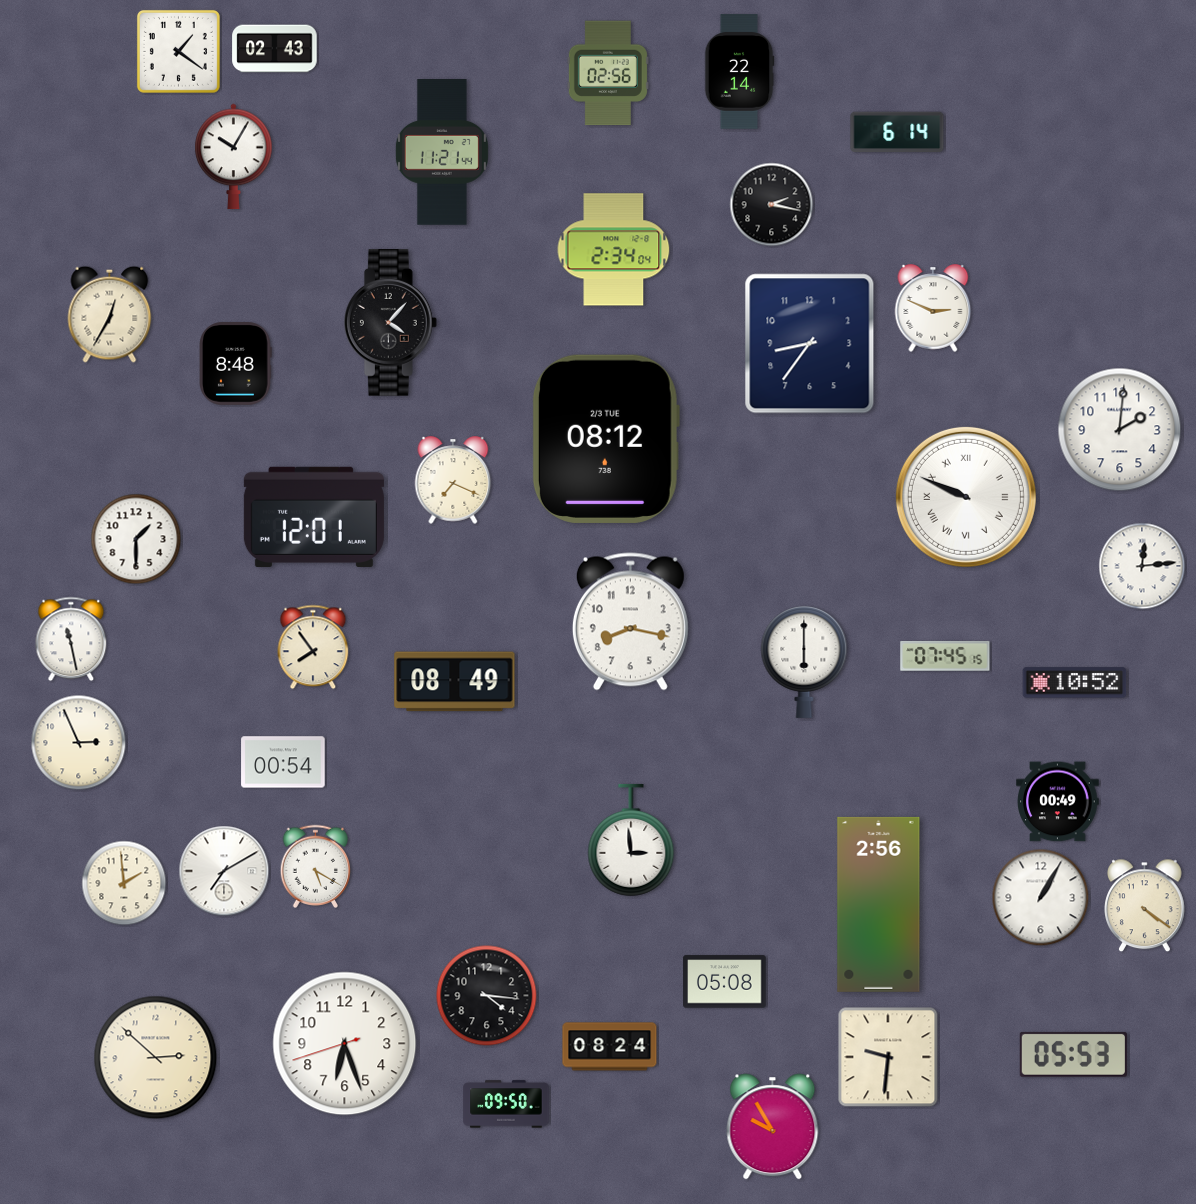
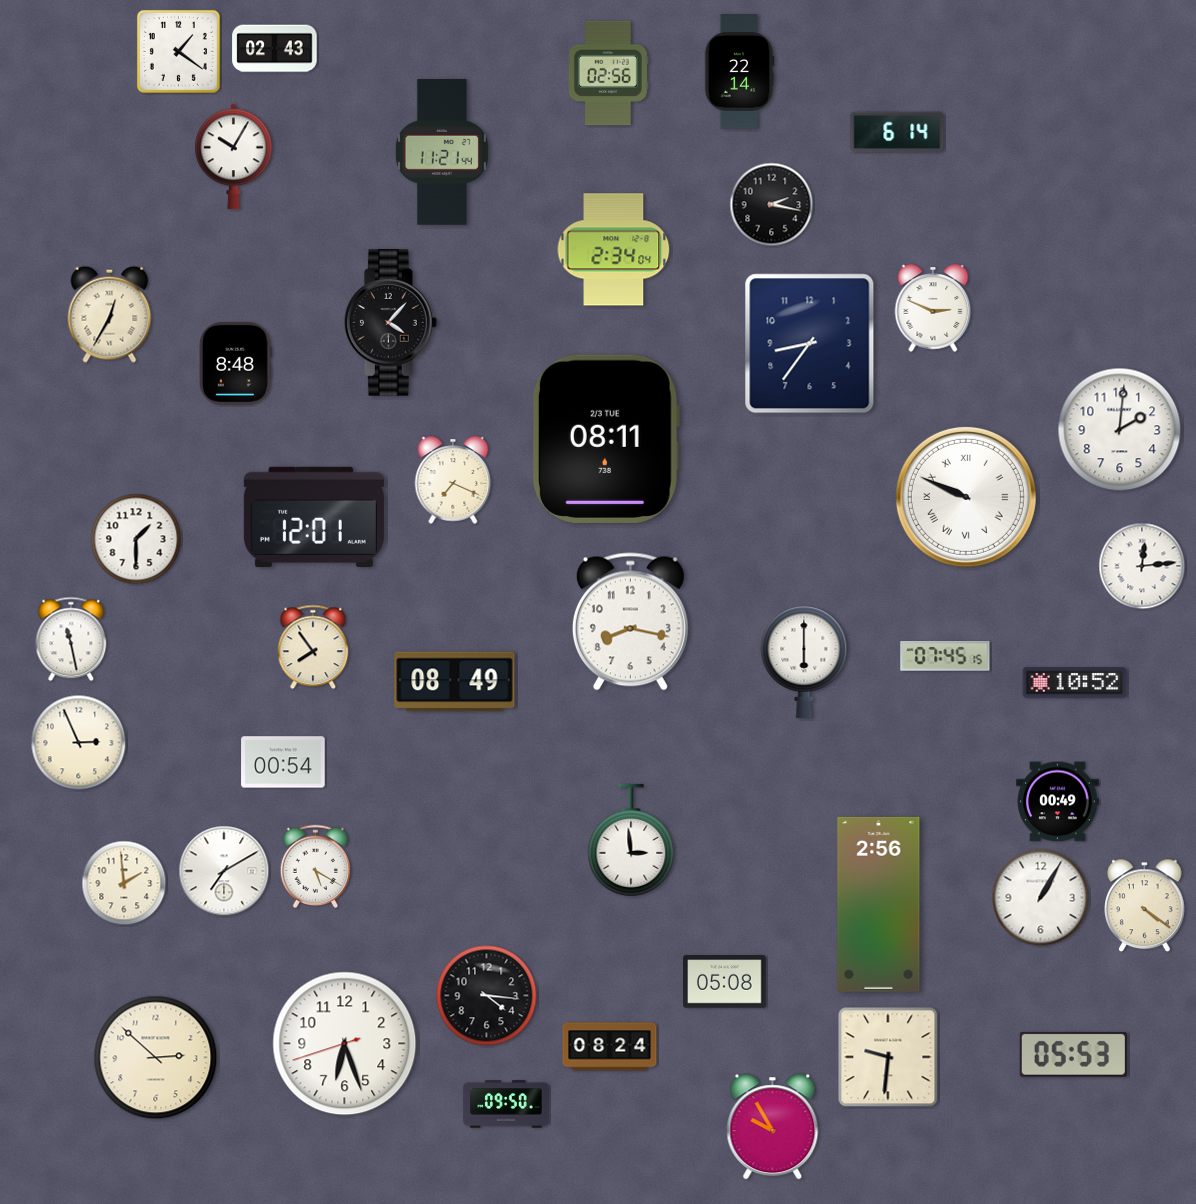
clock at (606, 439): 08:12 -> 08:11
